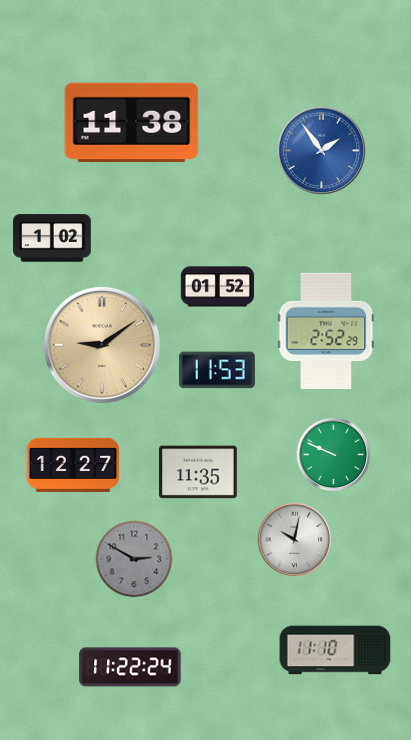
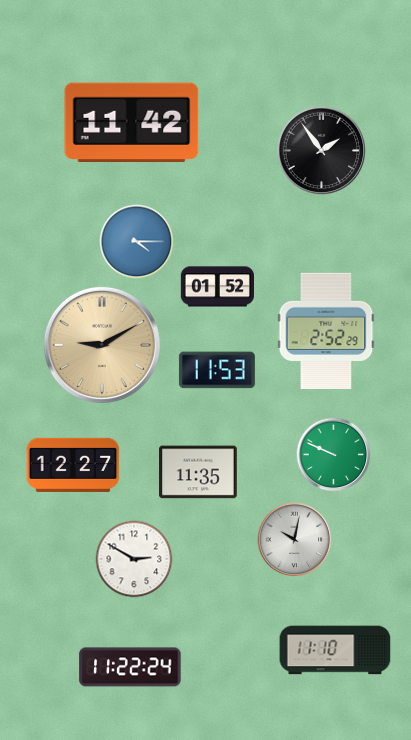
clock at (132, 123): 11:38 -> 11:42
clock at (322, 151) dial: blue -> black
clock at (52, 238): 1:02 -> none
clock at (137, 242): none -> 4:15
clock at (102, 345): 9:09 -> 9:10
clock at (134, 559) dial: grey -> white
